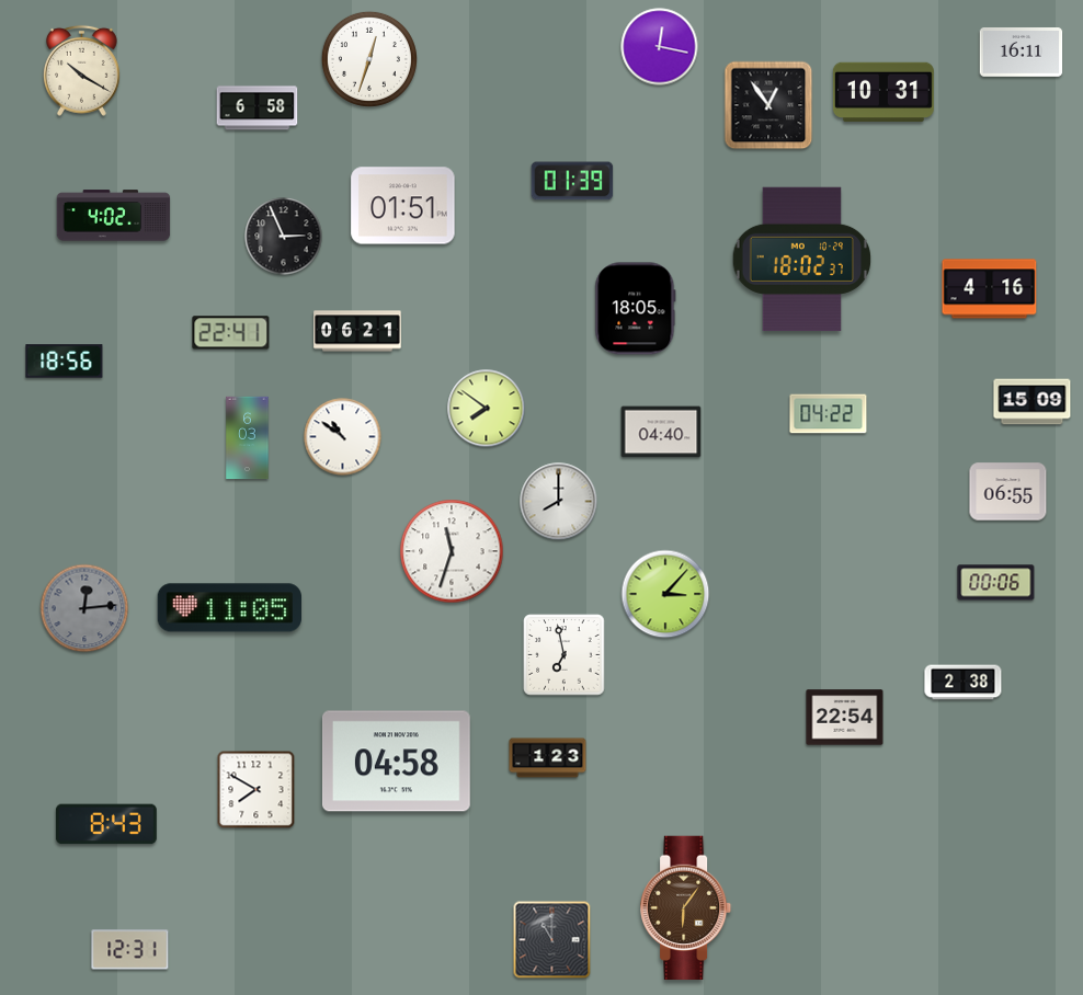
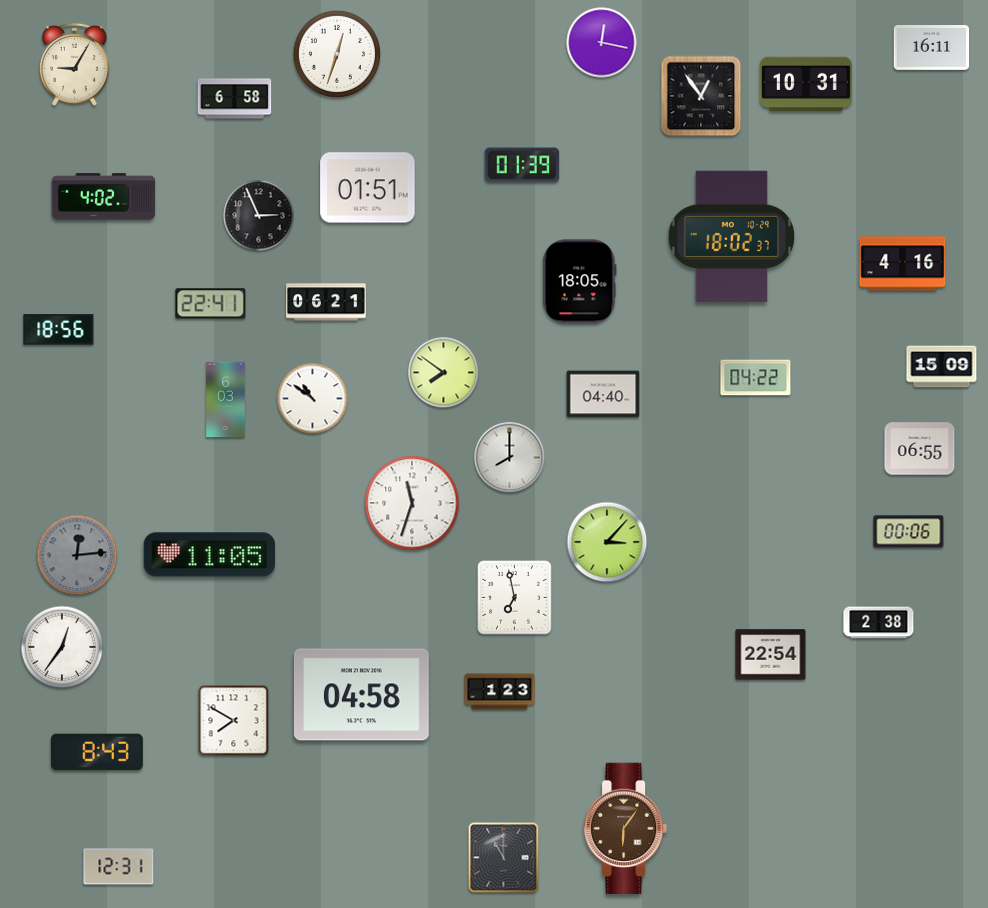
clock at (81, 70): 10:20 -> 9:05
clock at (62, 647): none -> 12:36
